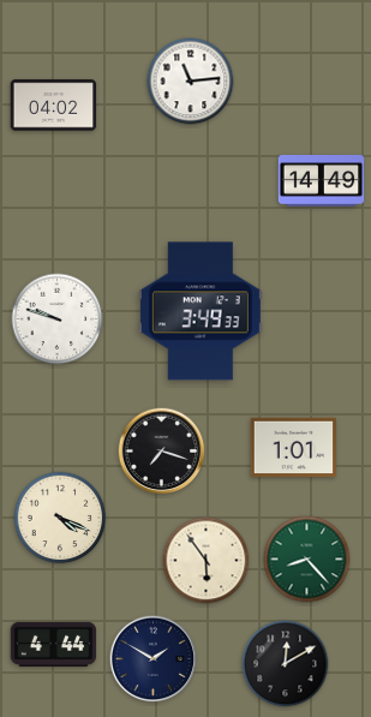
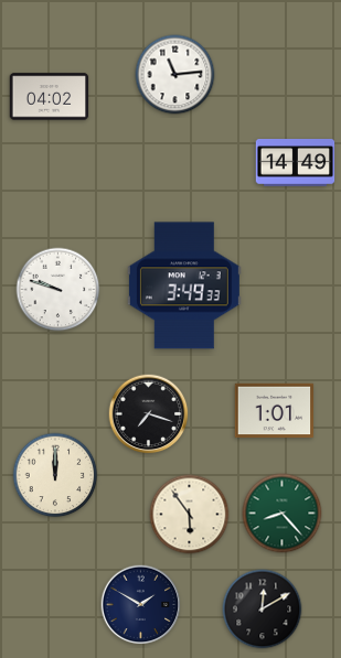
clock at (322, 181) position: (322, 181) -> (296, 163)
clock at (58, 319) position: (58, 319) -> (58, 290)
clock at (294, 448) position: (294, 448) -> (275, 411)
clock at (60, 518): 4:19 -> 12:00
clock at (54, 644): 4:44 -> none
